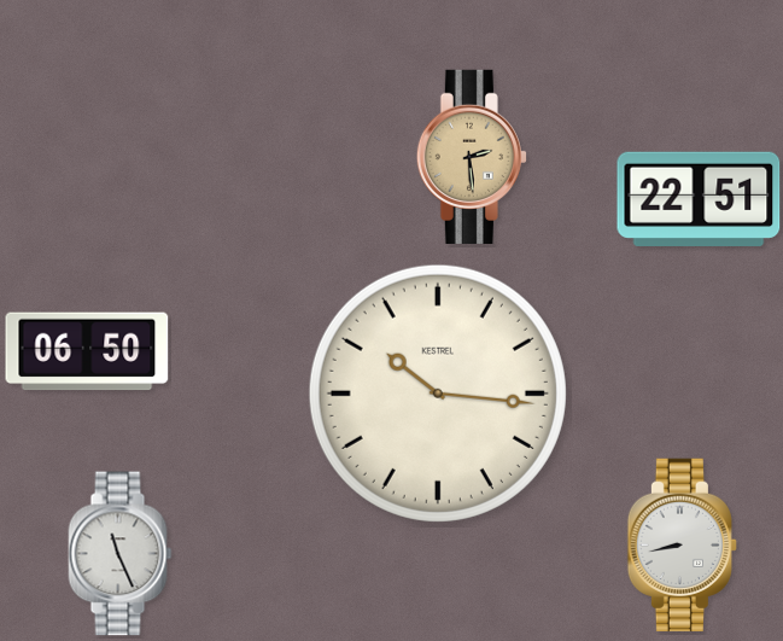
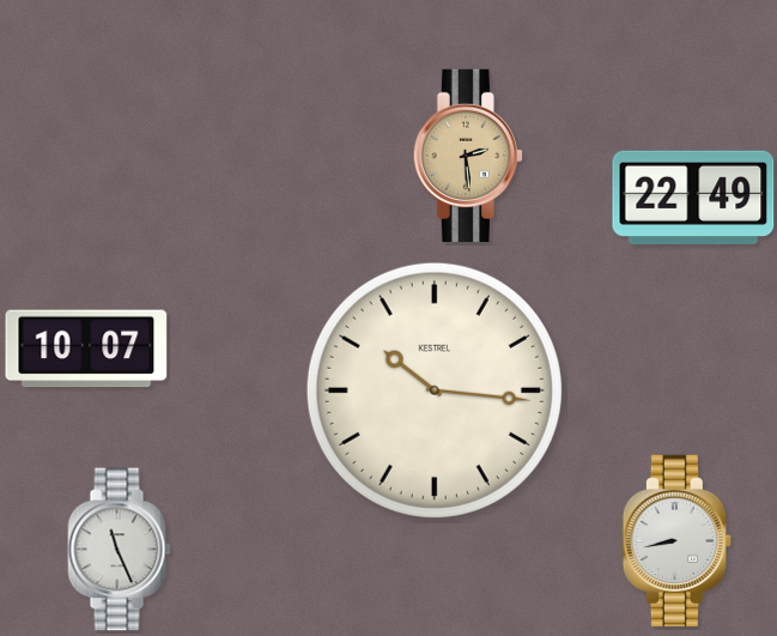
clock at (699, 199): 22:51 -> 22:49
clock at (87, 351): 06:50 -> 10:07
